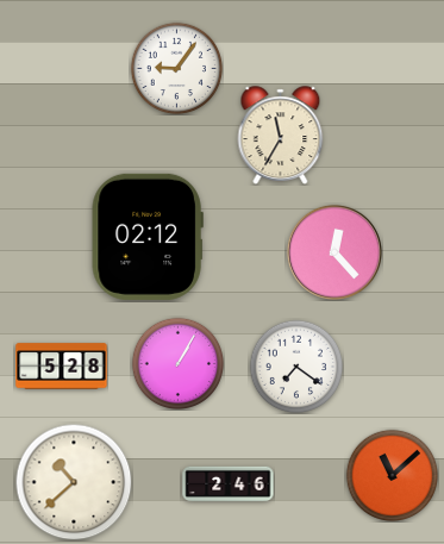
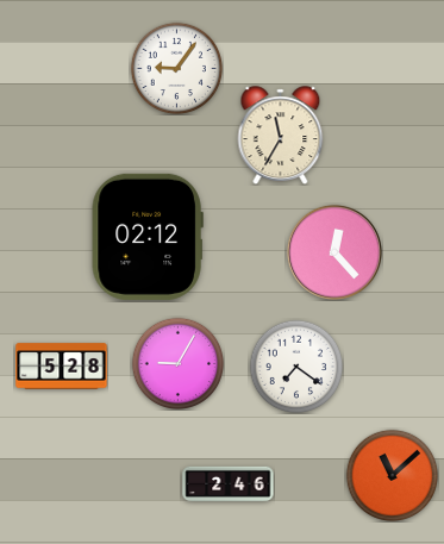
clock at (177, 363): 1:05 -> 9:05
clock at (74, 482): 10:38 -> none
